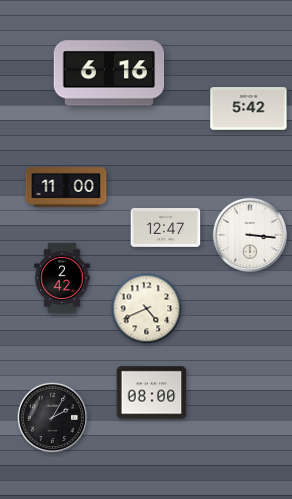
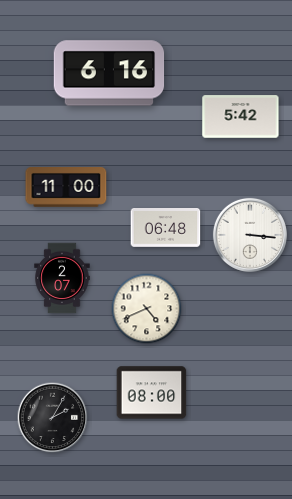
clock at (249, 109) position: (249, 109) -> (241, 117)
clock at (166, 228): 12:47 -> 06:48
clock at (62, 278): 2:42 -> 2:07
